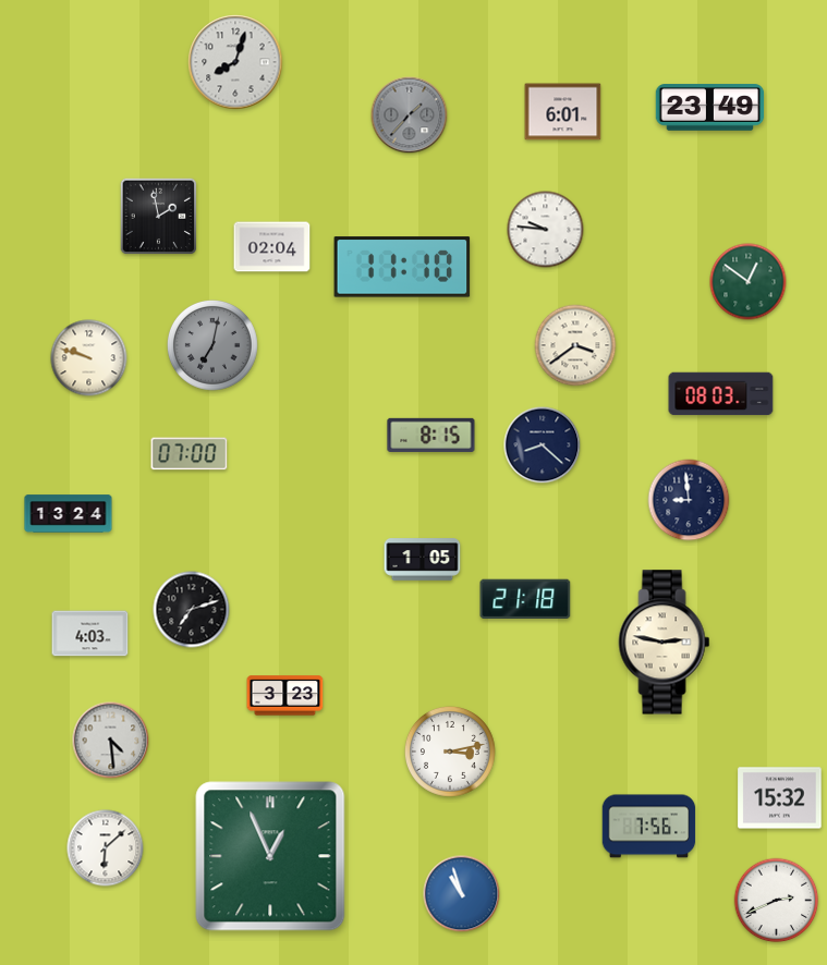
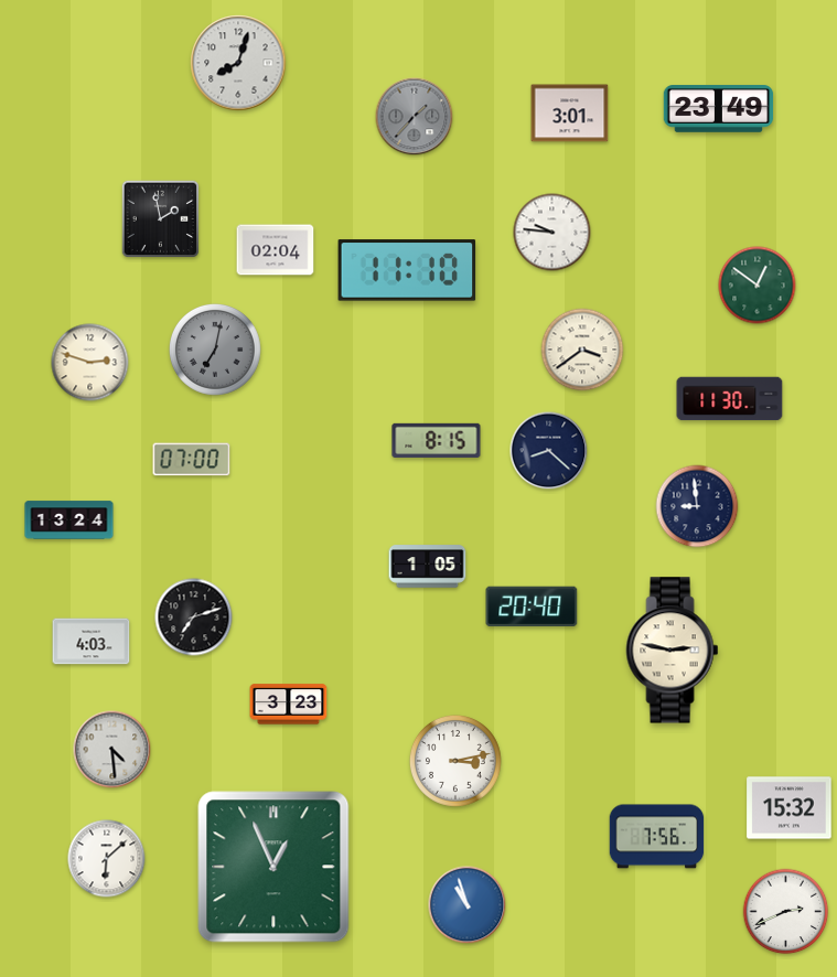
clock at (563, 112): 6:01 -> 3:01
clock at (89, 358): 9:48 -> 2:48
clock at (721, 394): 08:03 -> 11:30
clock at (525, 599): 21:18 -> 20:40
